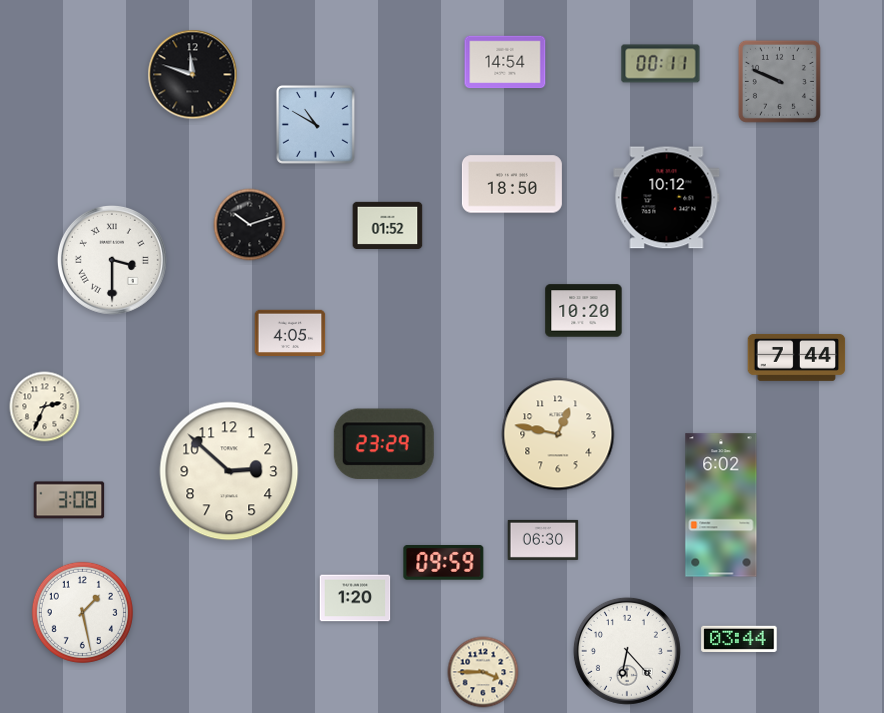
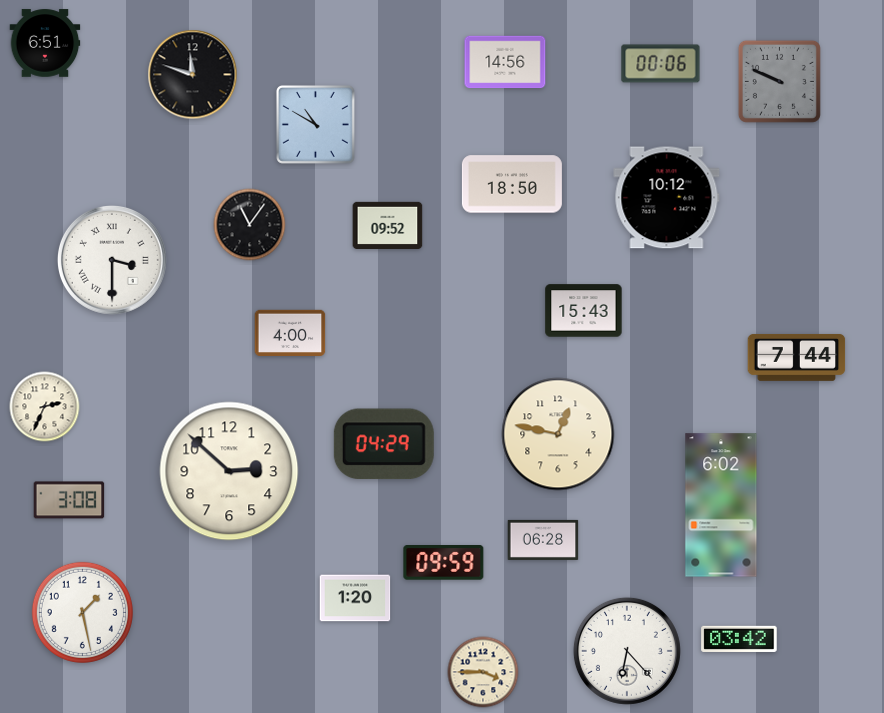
clock at (45, 43): none -> 6:51
clock at (505, 62): 14:54 -> 14:56
clock at (661, 64): 00:11 -> 00:06
clock at (250, 225): 10:12 -> 11:06
clock at (388, 225): 01:52 -> 09:52
clock at (584, 311): 10:20 -> 15:43
clock at (290, 333): 4:05 -> 4:00
clock at (384, 444): 23:29 -> 04:29
clock at (543, 540): 06:30 -> 06:28
clock at (739, 639): 03:44 -> 03:42
